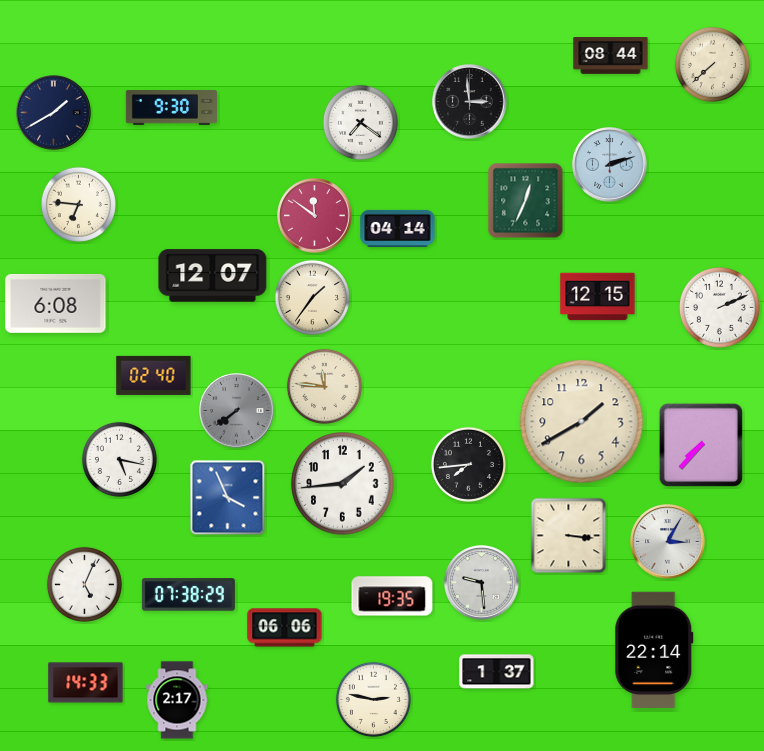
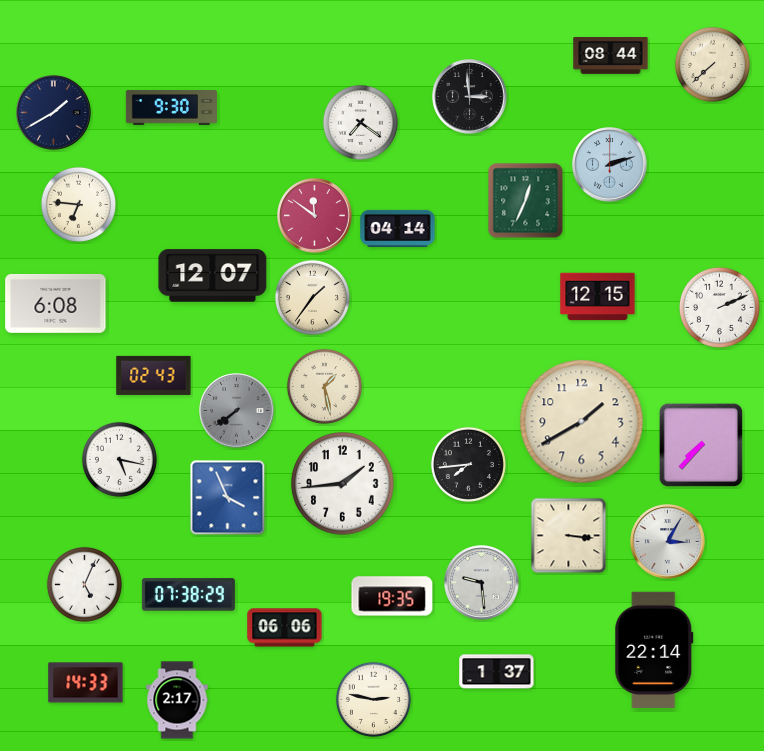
clock at (470, 102) position: (470, 102) -> (470, 97)
clock at (154, 375): 02:40 -> 02:43
clock at (324, 386): 11:46 -> 1:28
